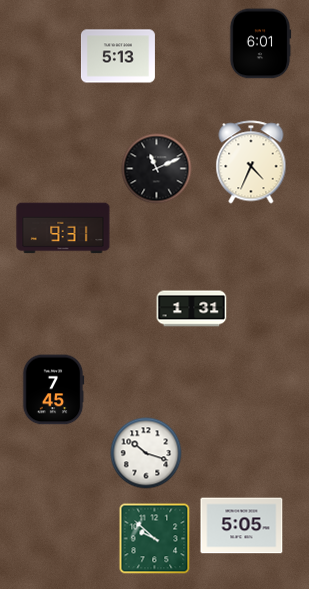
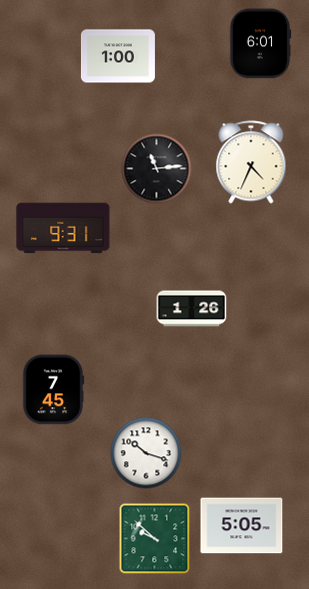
clock at (118, 56): 5:13 -> 1:00
clock at (157, 169): 11:11 -> 11:14
clock at (192, 309): 1:31 -> 1:26
